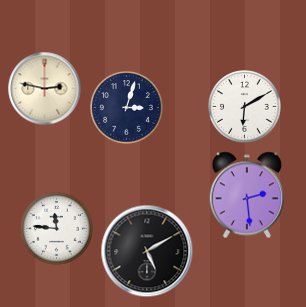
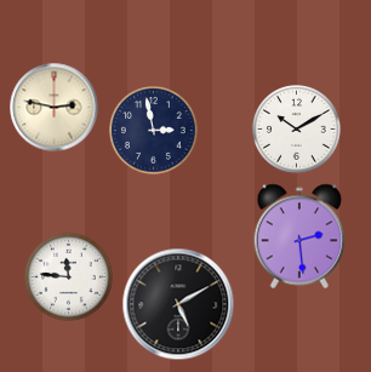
clock at (245, 107): 6:10 -> 10:10
clock at (127, 108): 3:03 -> 2:58
